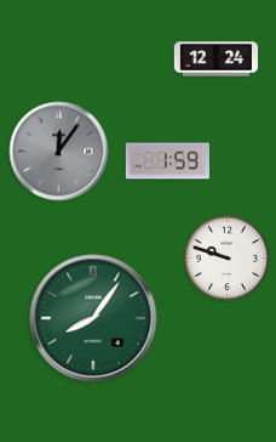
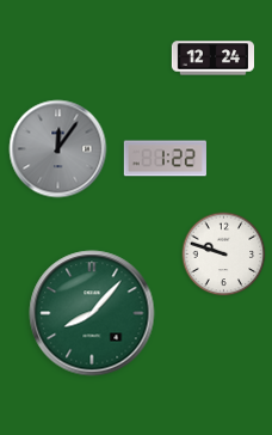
clock at (167, 161): 1:59 -> 1:22
clock at (93, 318): 8:06 -> 8:07
